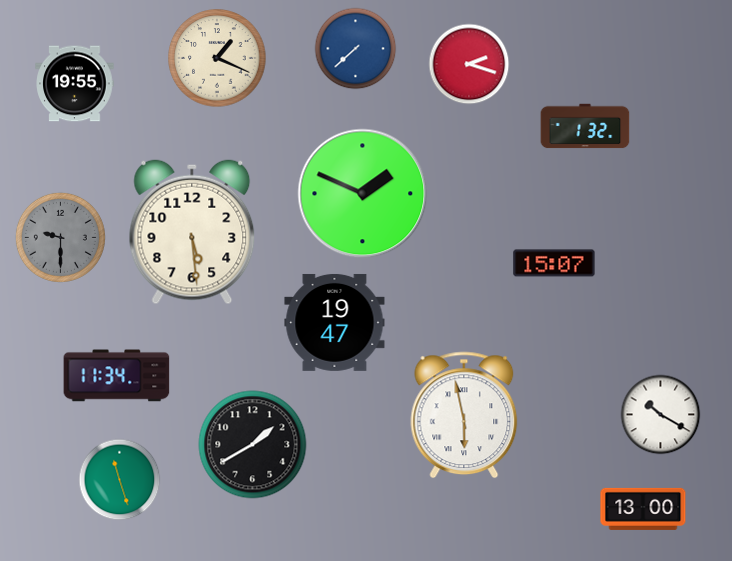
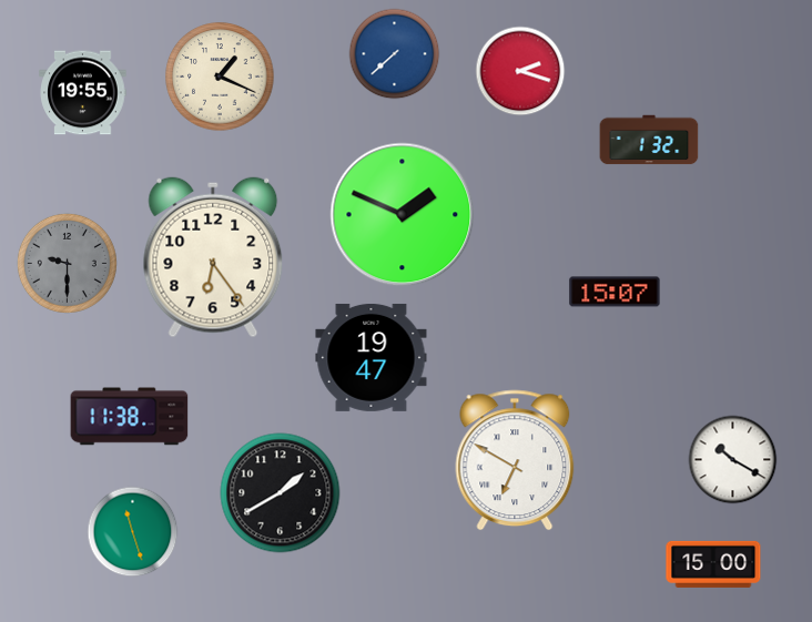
clock at (217, 58) position: (217, 58) -> (220, 77)
clock at (192, 232): 5:29 -> 6:24
clock at (117, 376): 11:34 -> 11:38
clock at (464, 415): 5:58 -> 6:50
clock at (643, 509): 13:00 -> 15:00
